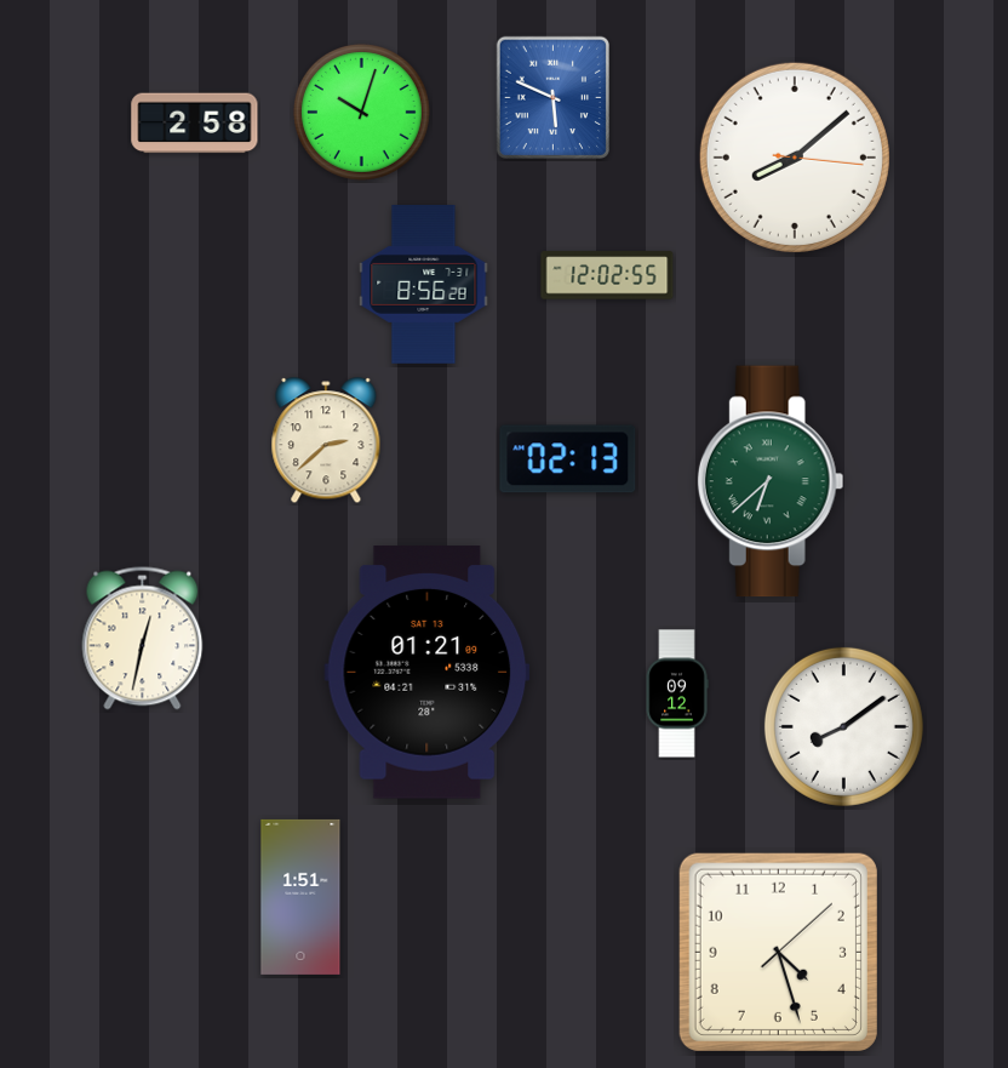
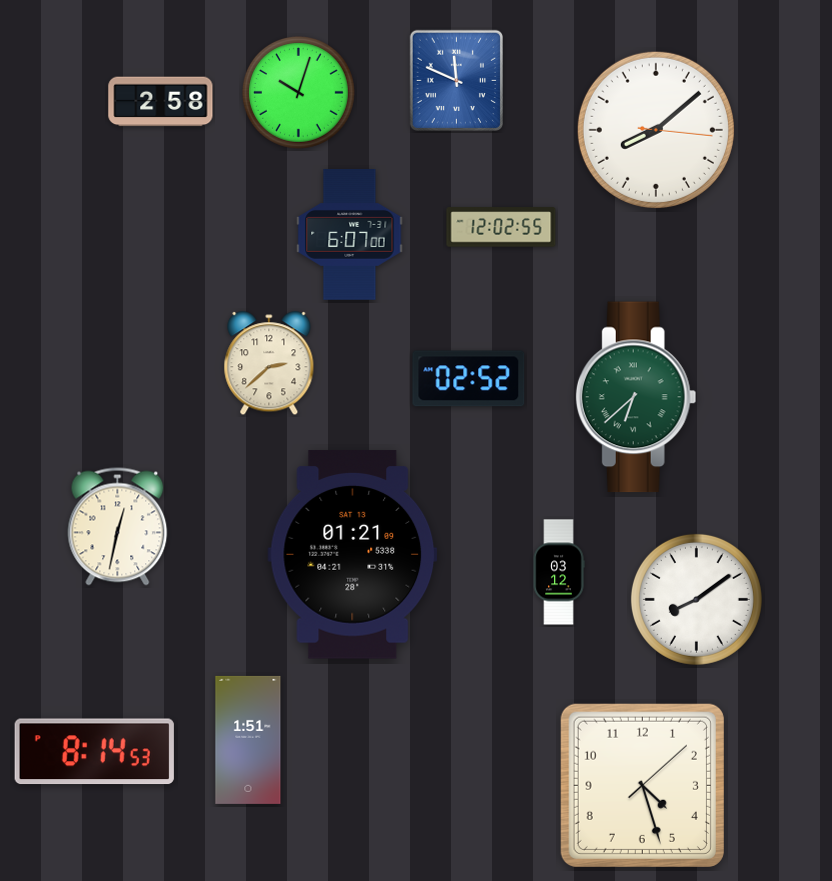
clock at (552, 97): 5:49 -> 11:49
clock at (424, 285): 8:56 -> 6:07
clock at (568, 459): 02:13 -> 02:52
clock at (677, 693): 09:12 -> 03:12
clock at (94, 752): none -> 8:14
